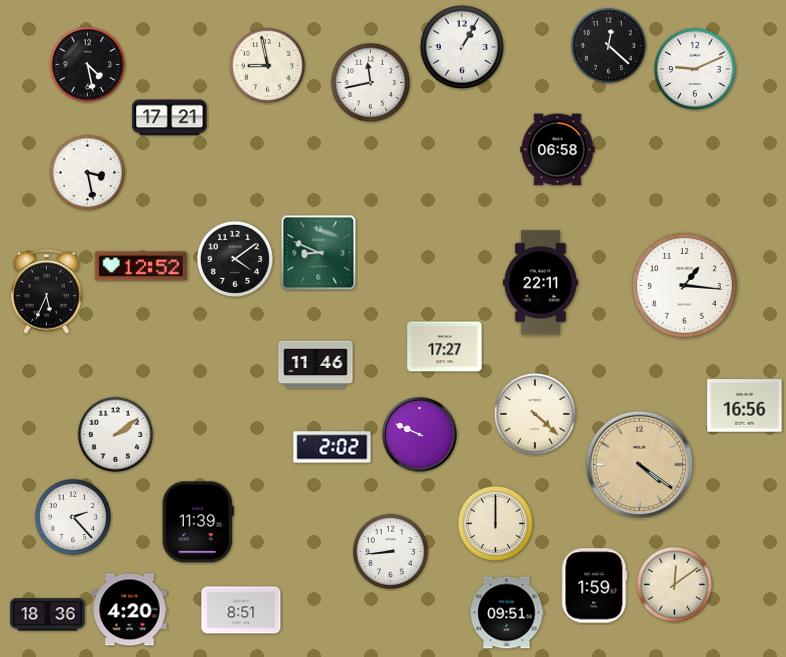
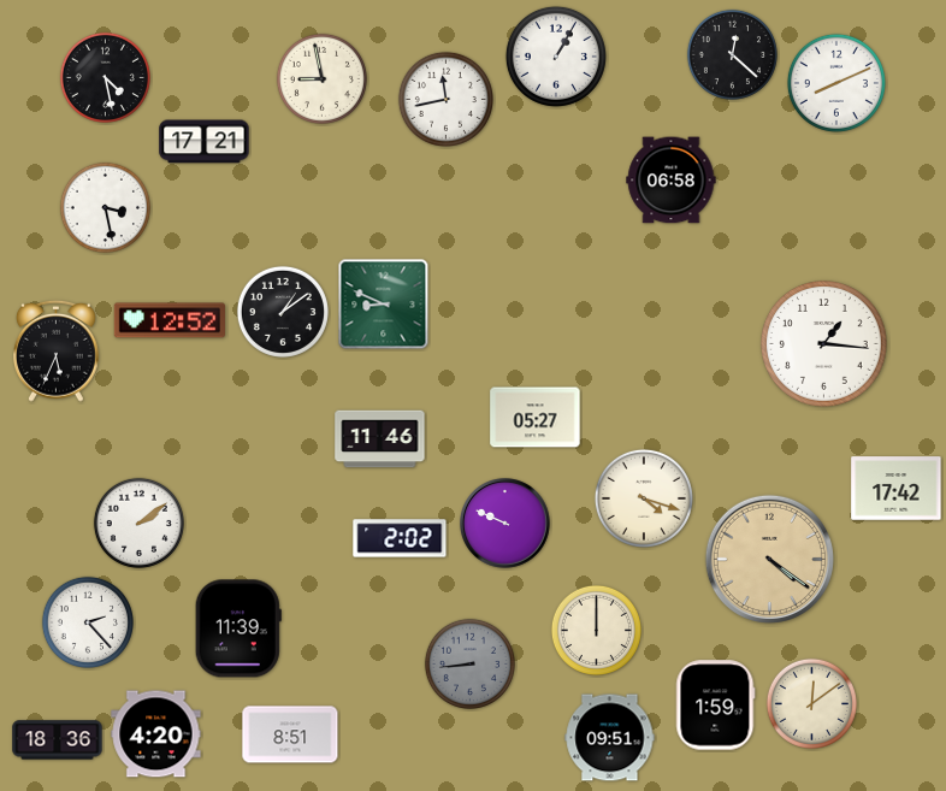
clock at (695, 69): 9:11 -> 8:11
clock at (235, 259): 4:09 -> 1:09
clock at (540, 283): 22:11 -> none
clock at (445, 347): 17:27 -> 05:27
clock at (745, 406): 16:56 -> 17:42
clock at (535, 414): 4:22 -> 4:18
clock at (390, 551) dial: white -> grey
